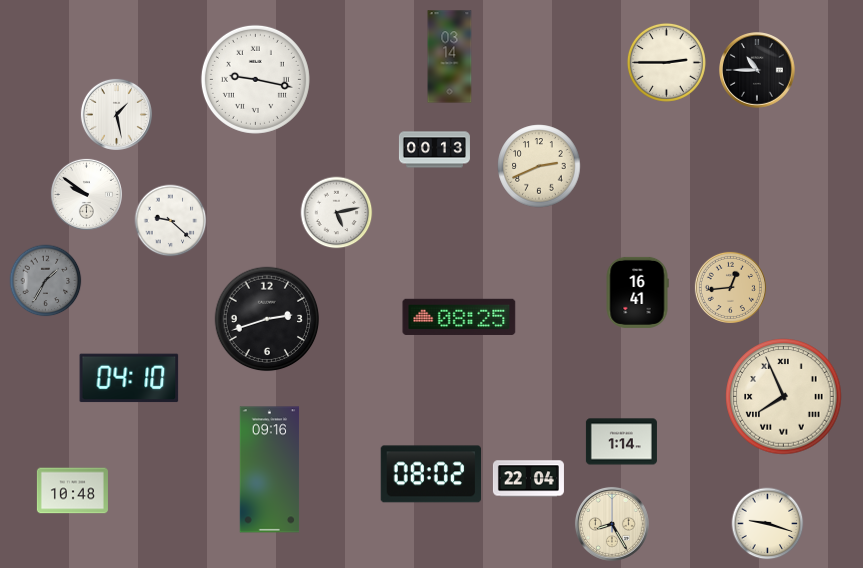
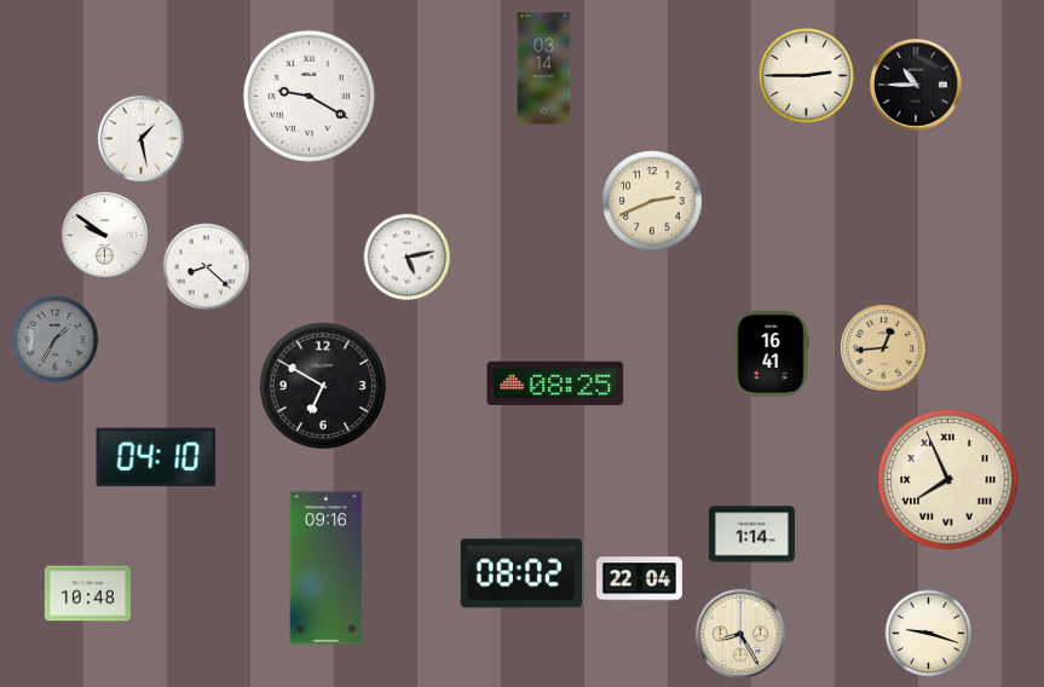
clock at (255, 79): 9:17 -> 9:20
clock at (434, 150): 00:13 -> none
clock at (171, 221): 9:22 -> 8:22
clock at (267, 319): 2:42 -> 6:50
